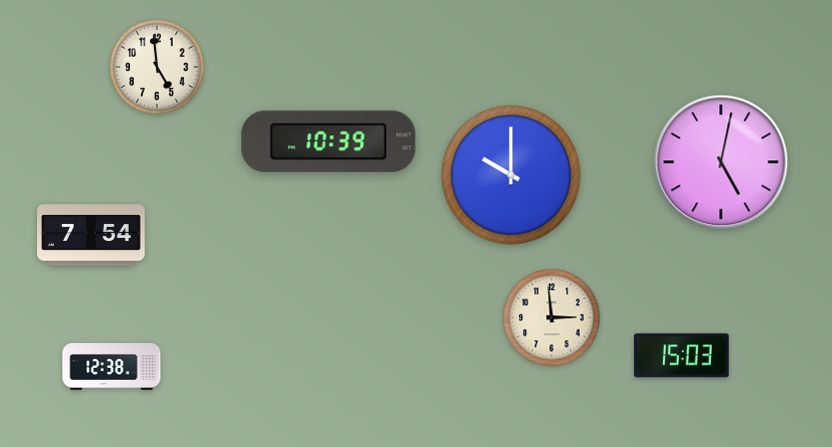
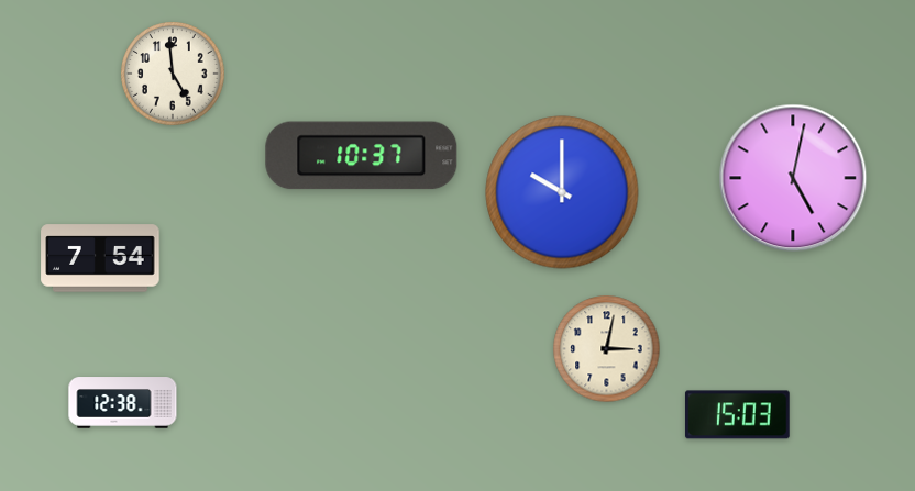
clock at (329, 142): 10:39 -> 10:37
clock at (552, 318): 2:59 -> 3:02
clock at (681, 356) position: (681, 356) -> (737, 415)
